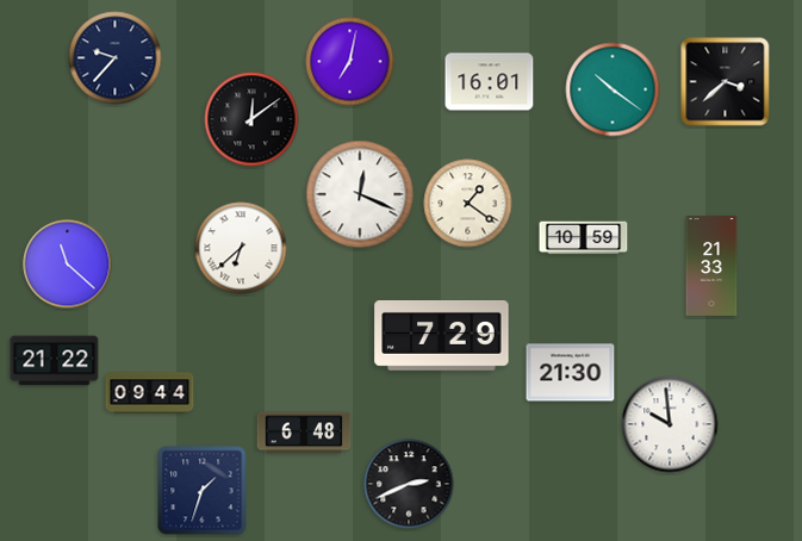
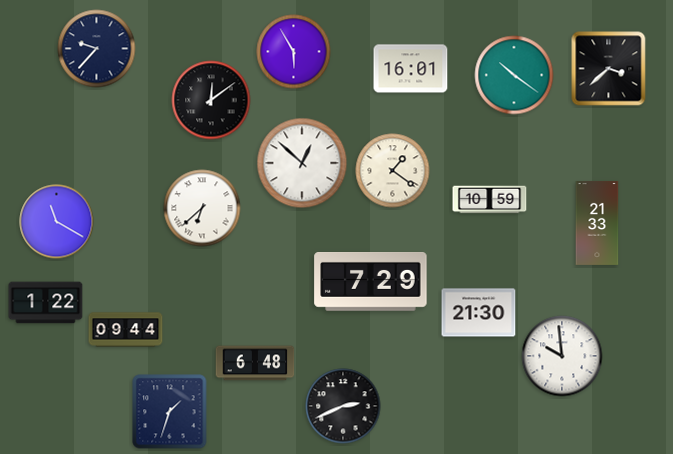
clock at (350, 62): 7:02 -> 5:55
clock at (360, 194): 12:19 -> 12:52
clock at (68, 265): 11:22 -> 11:20
clock at (55, 361): 21:22 -> 1:22
